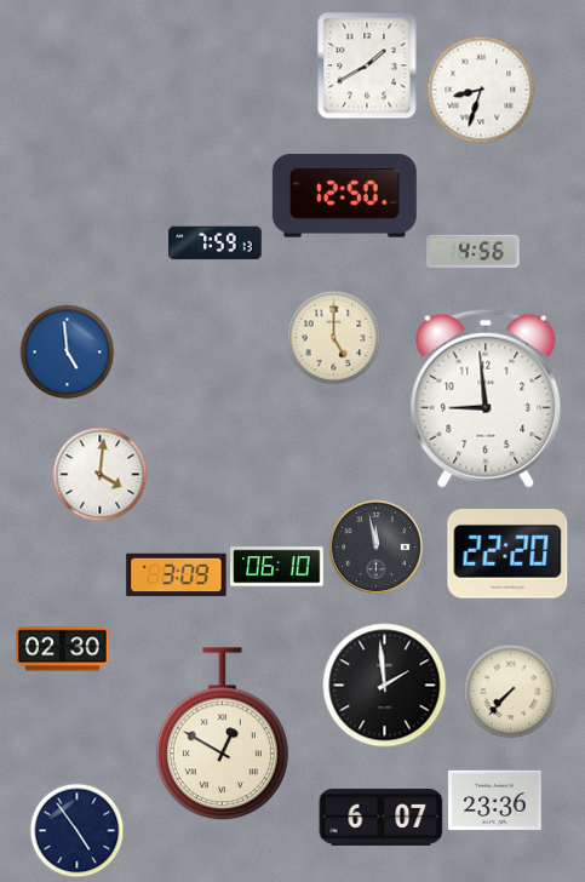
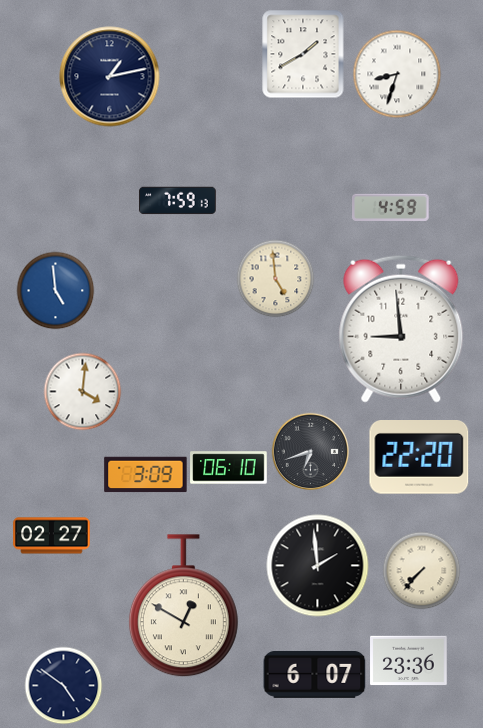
clock at (110, 77): none -> 1:13
clock at (344, 196): 12:50 -> none
clock at (474, 251): 4:56 -> 4:59
clock at (333, 337): 5:00 -> 4:59
clock at (375, 546): 11:58 -> 6:42
clock at (63, 649): 02:30 -> 02:27
clock at (76, 830): 4:54 -> 4:51
